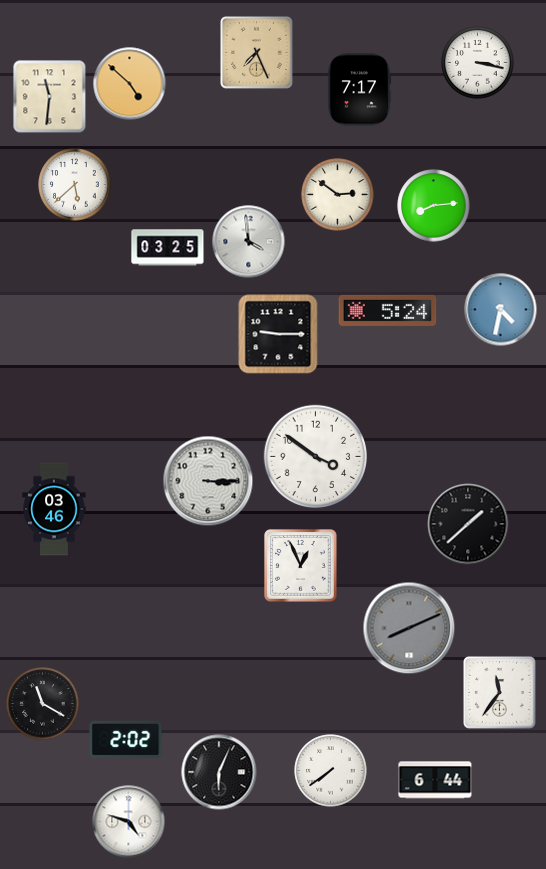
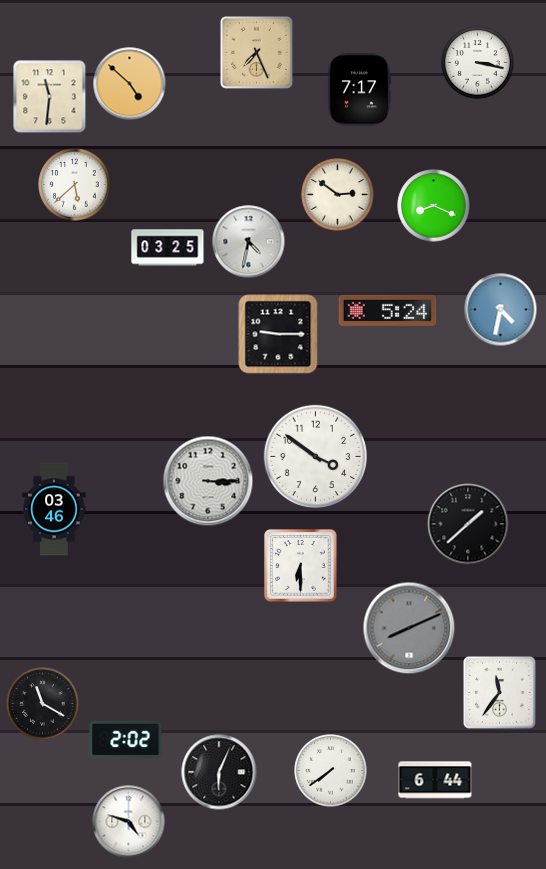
clock at (434, 206): 8:14 -> 8:19
clock at (249, 242): 3:59 -> 4:32
clock at (301, 566): 12:56 -> 6:30
